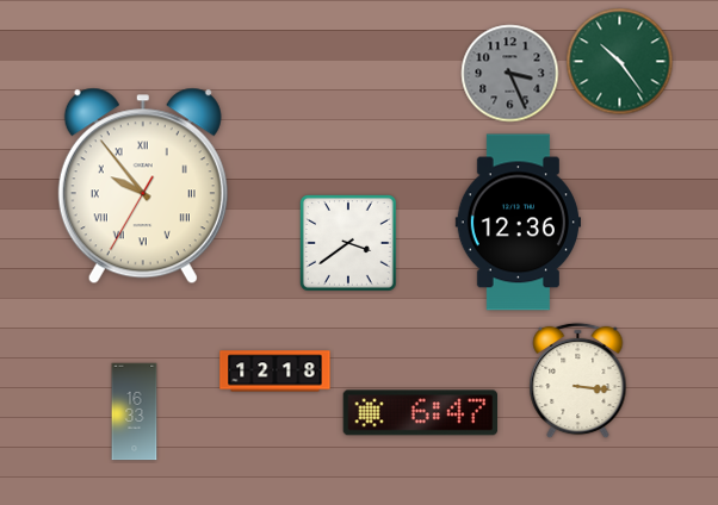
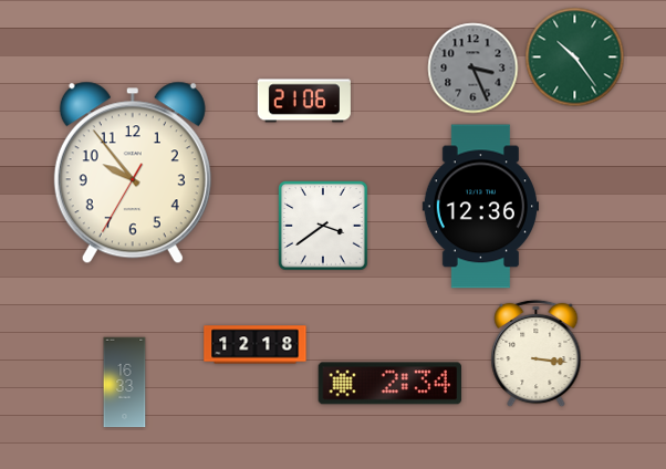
clock at (304, 101): none -> 21:06
clock at (143, 186) numerals: Roman -> Arabic
clock at (420, 413): 6:47 -> 2:34
